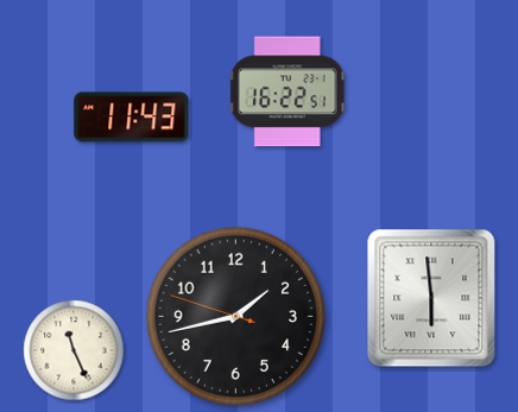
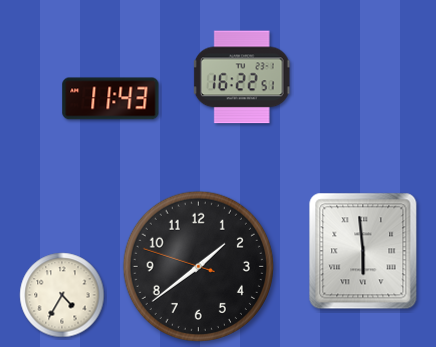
clock at (235, 316): 1:42 -> 1:38
clock at (74, 350): 11:26 -> 4:35
